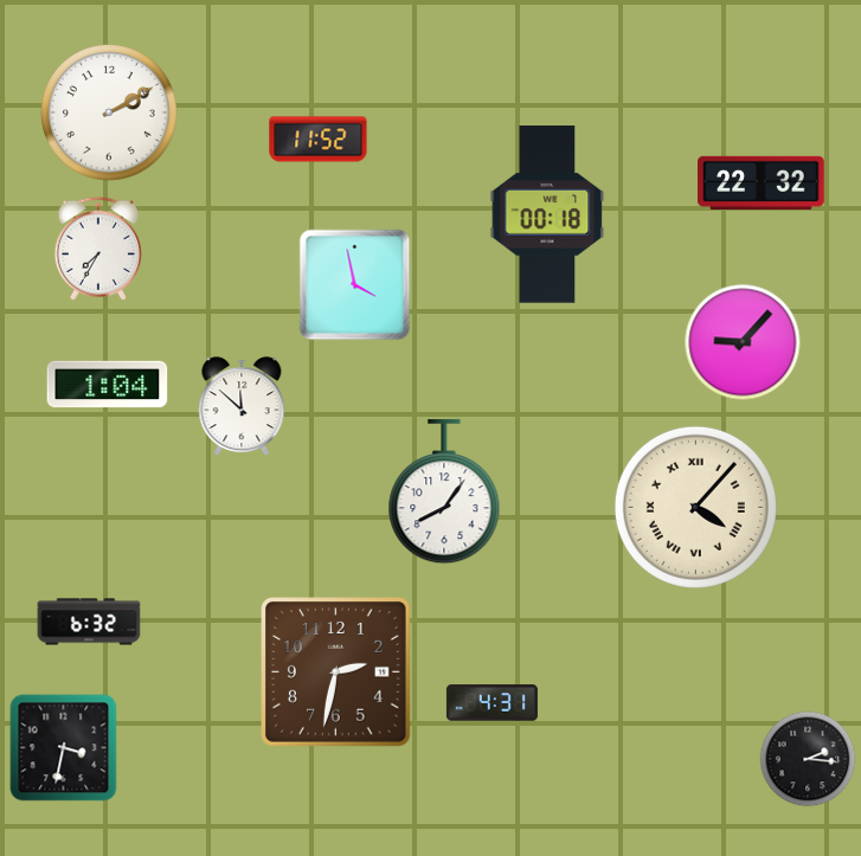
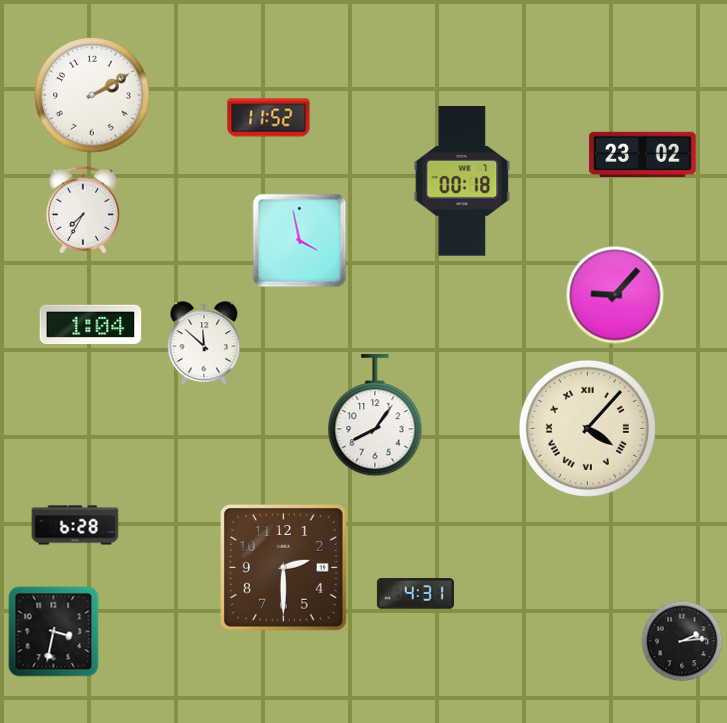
clock at (762, 182): 22:32 -> 23:02
clock at (743, 342) position: (743, 342) -> (615, 295)
clock at (89, 622): 6:32 -> 6:28
clock at (336, 672): 2:32 -> 2:30
clock at (808, 759): 2:16 -> 2:14
